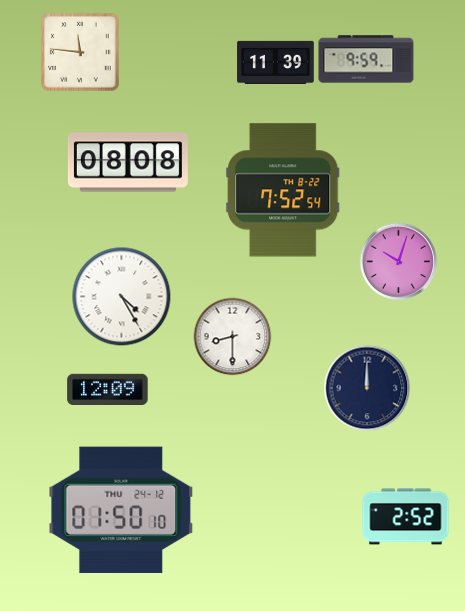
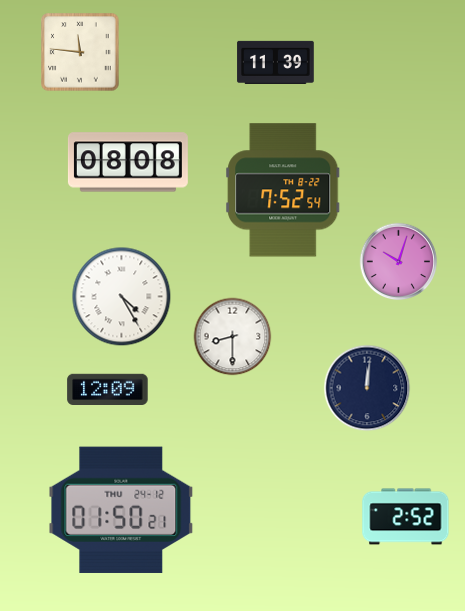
clock at (366, 59): 9:59 -> none
clock at (367, 388): 12:00 -> 12:01
clock at (121, 510): 01:50:10 -> 01:50:21
